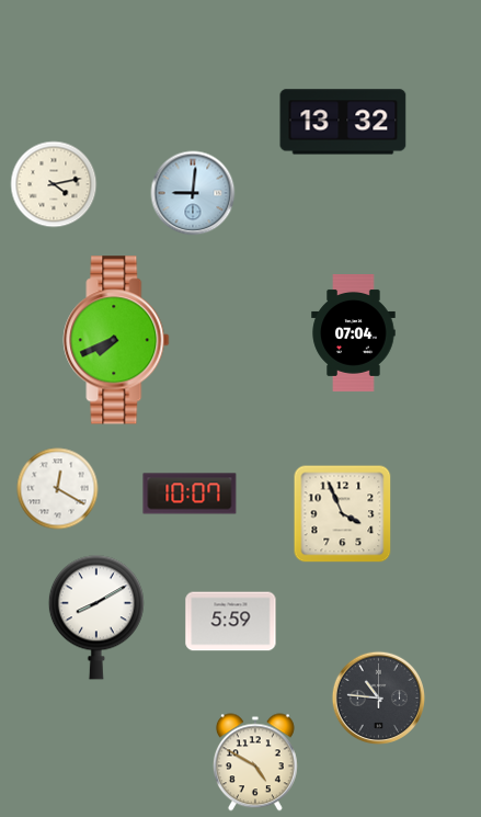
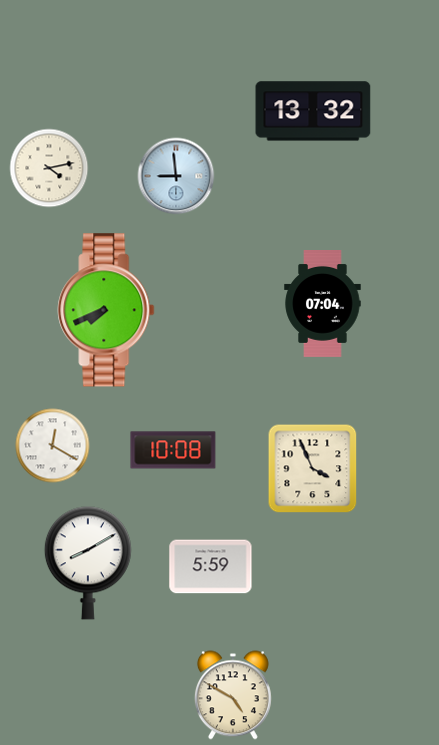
clock at (193, 193): 9:01 -> 8:59
clock at (190, 493): 10:07 -> 10:08
clock at (378, 697): 10:46 -> none
